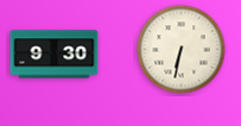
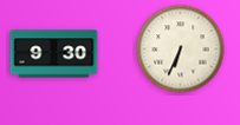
clock at (182, 50): 6:32 -> 6:34
